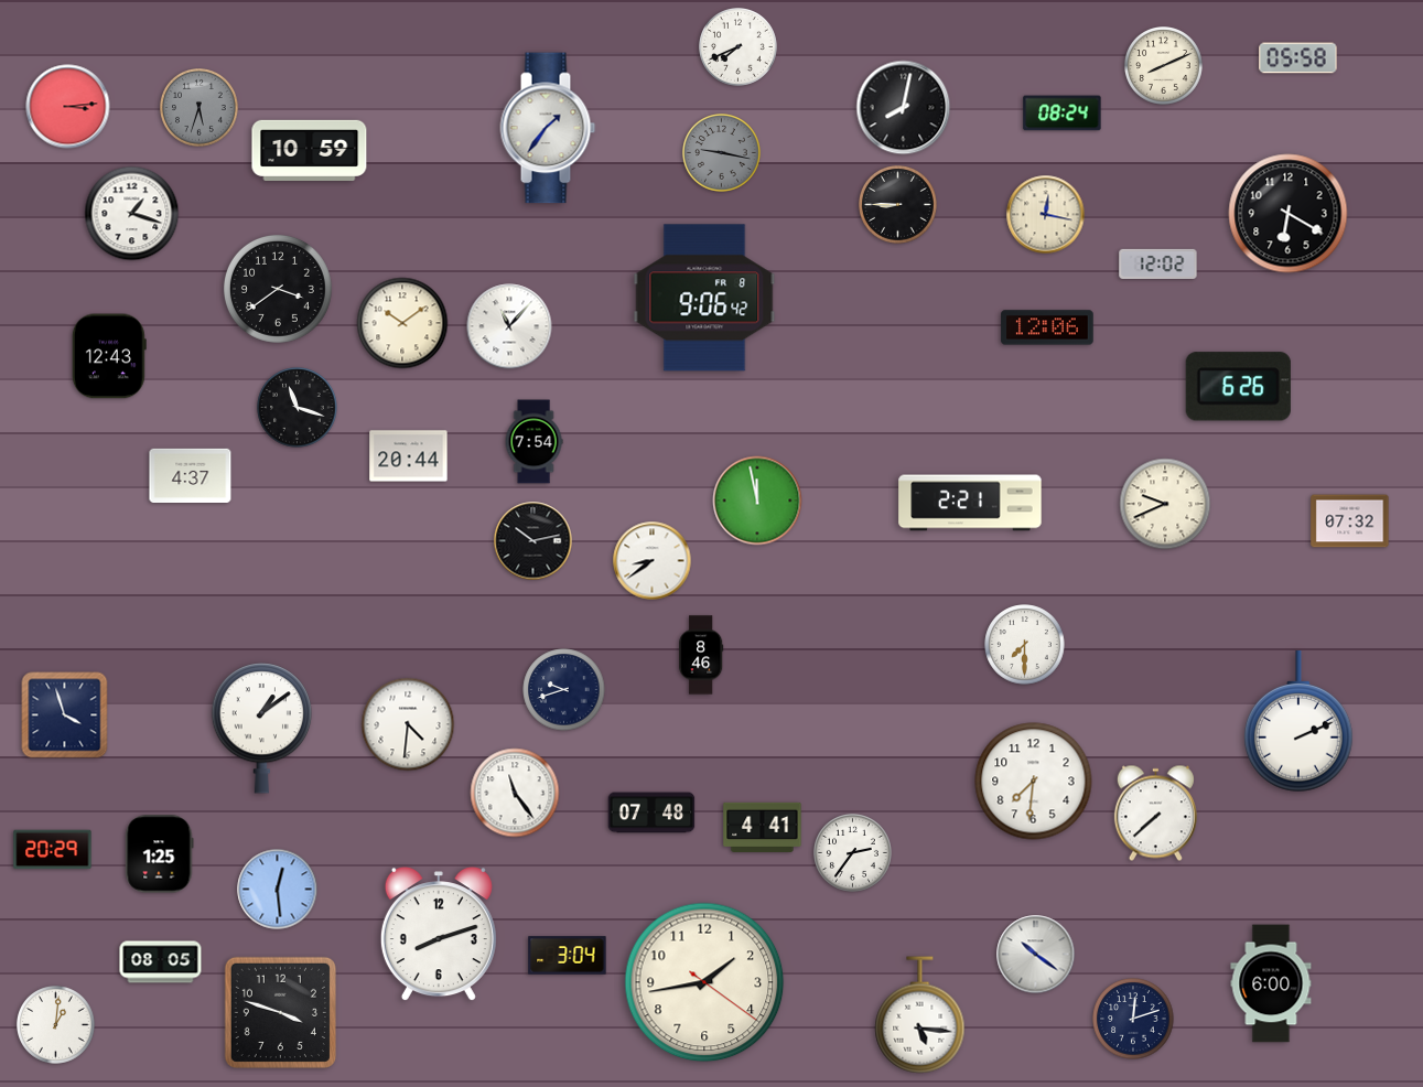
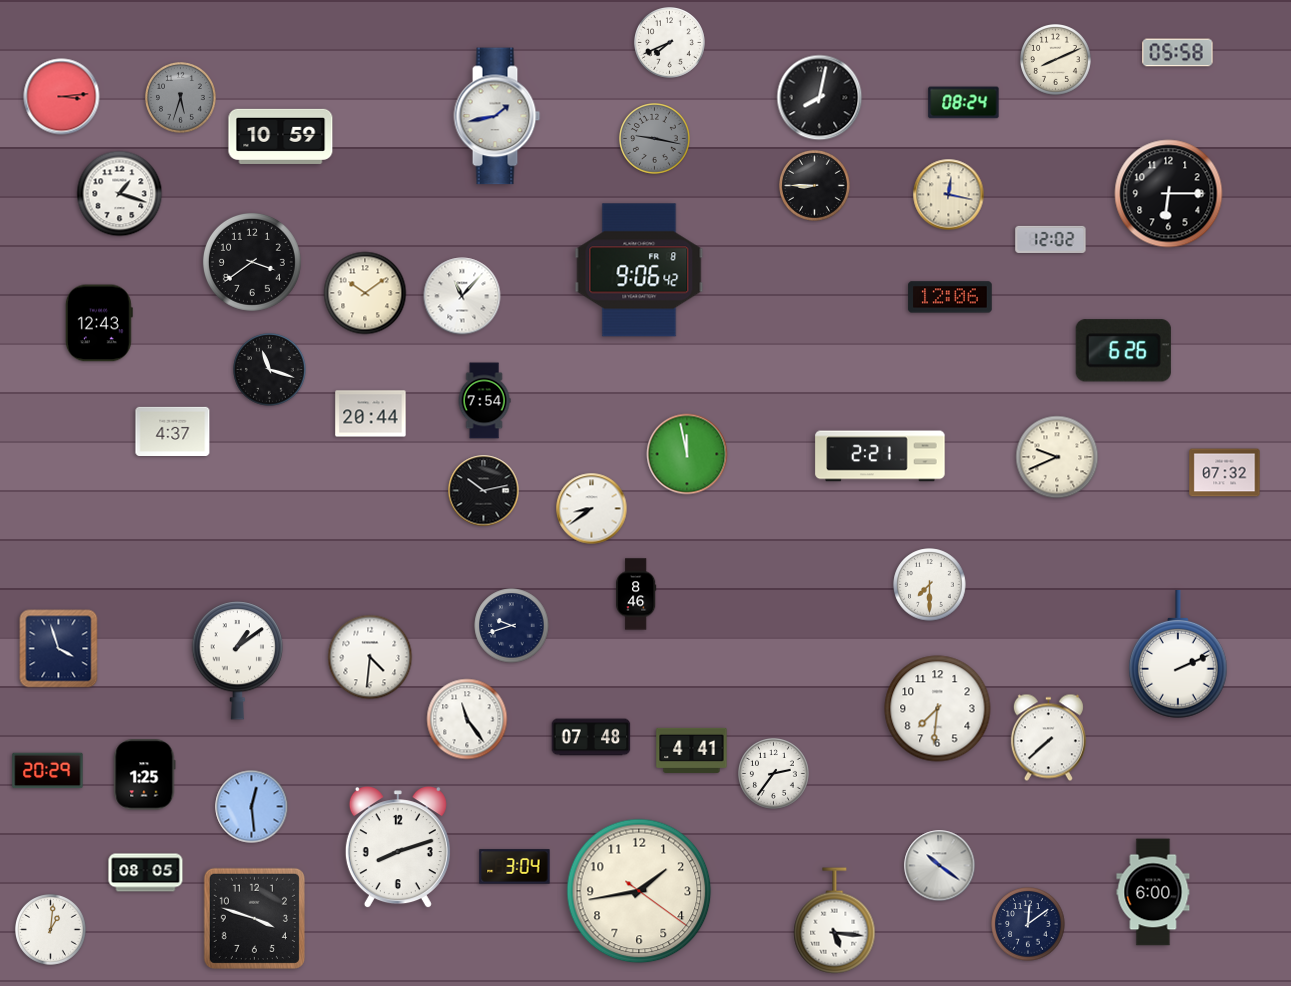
clock at (548, 128): 1:36 -> 1:43
clock at (1289, 214): 6:20 -> 6:15
clock at (1133, 1019): 12:12 -> 12:09
